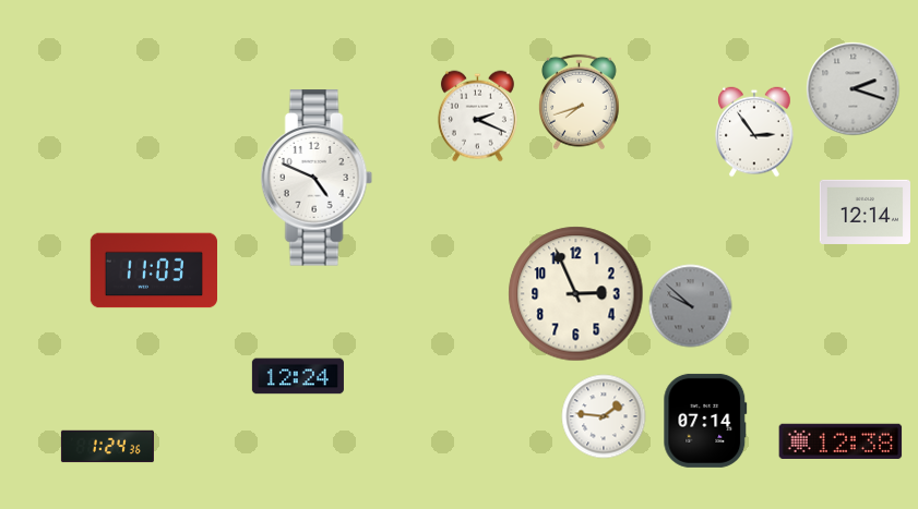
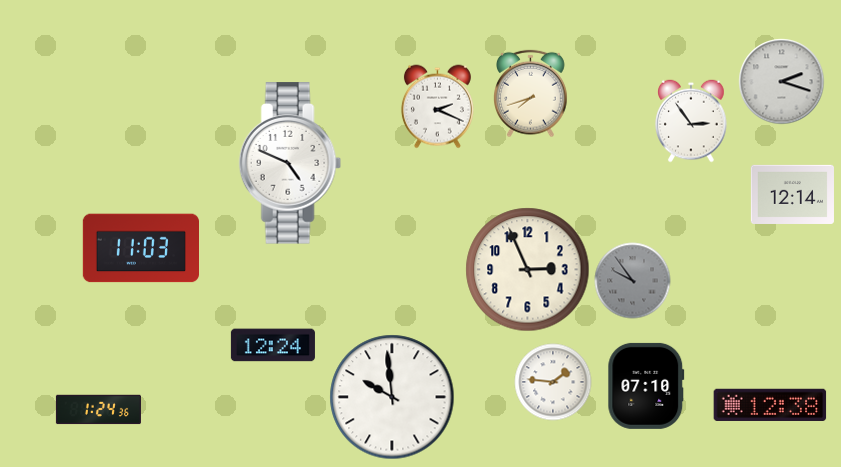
clock at (691, 306): 9:52 -> 9:54
clock at (705, 421): 07:14 -> 07:10
clock at (392, 397): none -> 9:59
